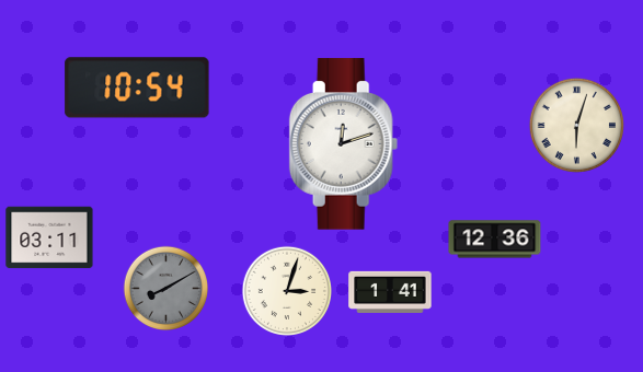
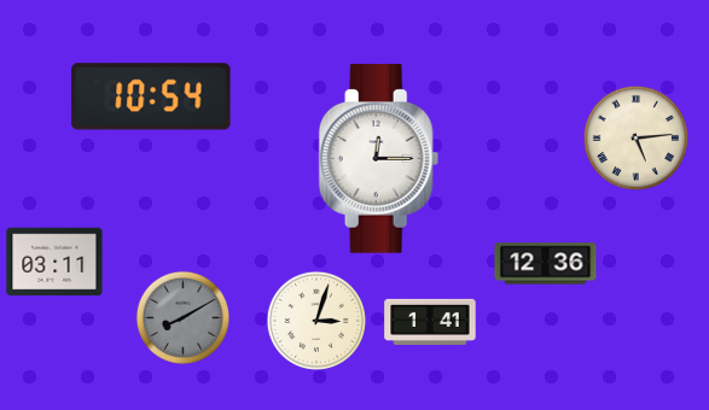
clock at (576, 125): 6:03 -> 5:14
clock at (344, 144): 12:12 -> 12:15
